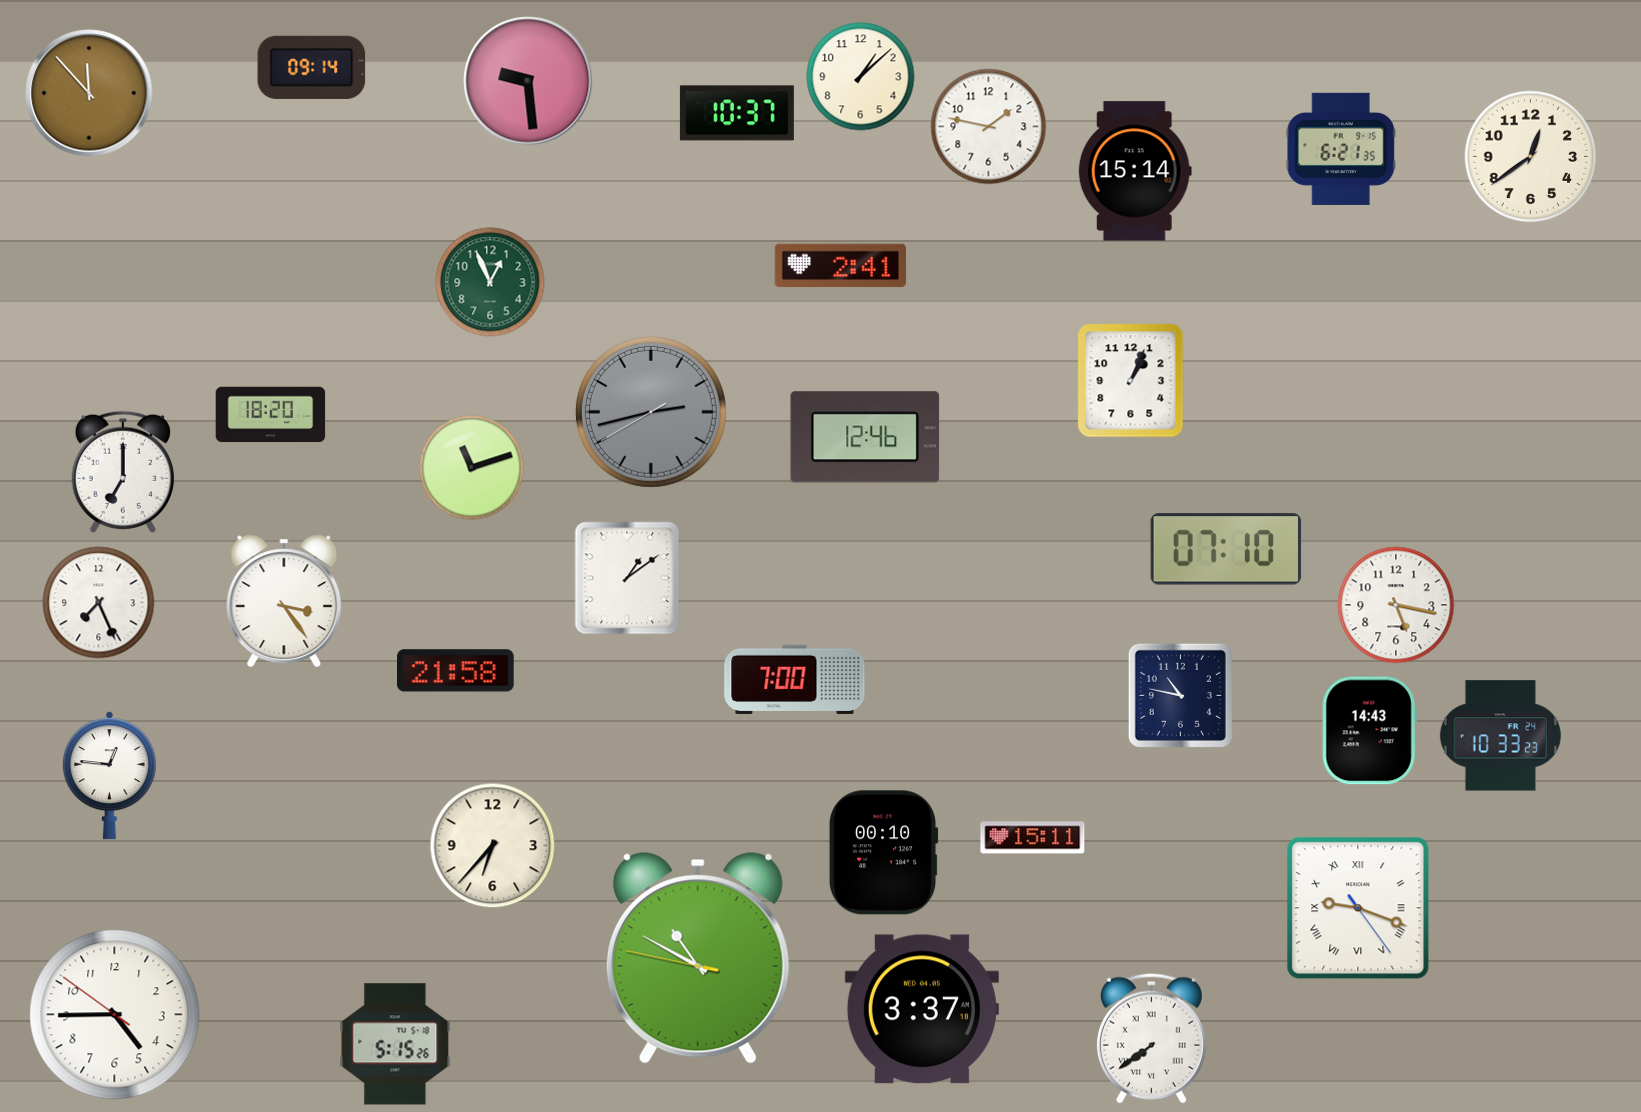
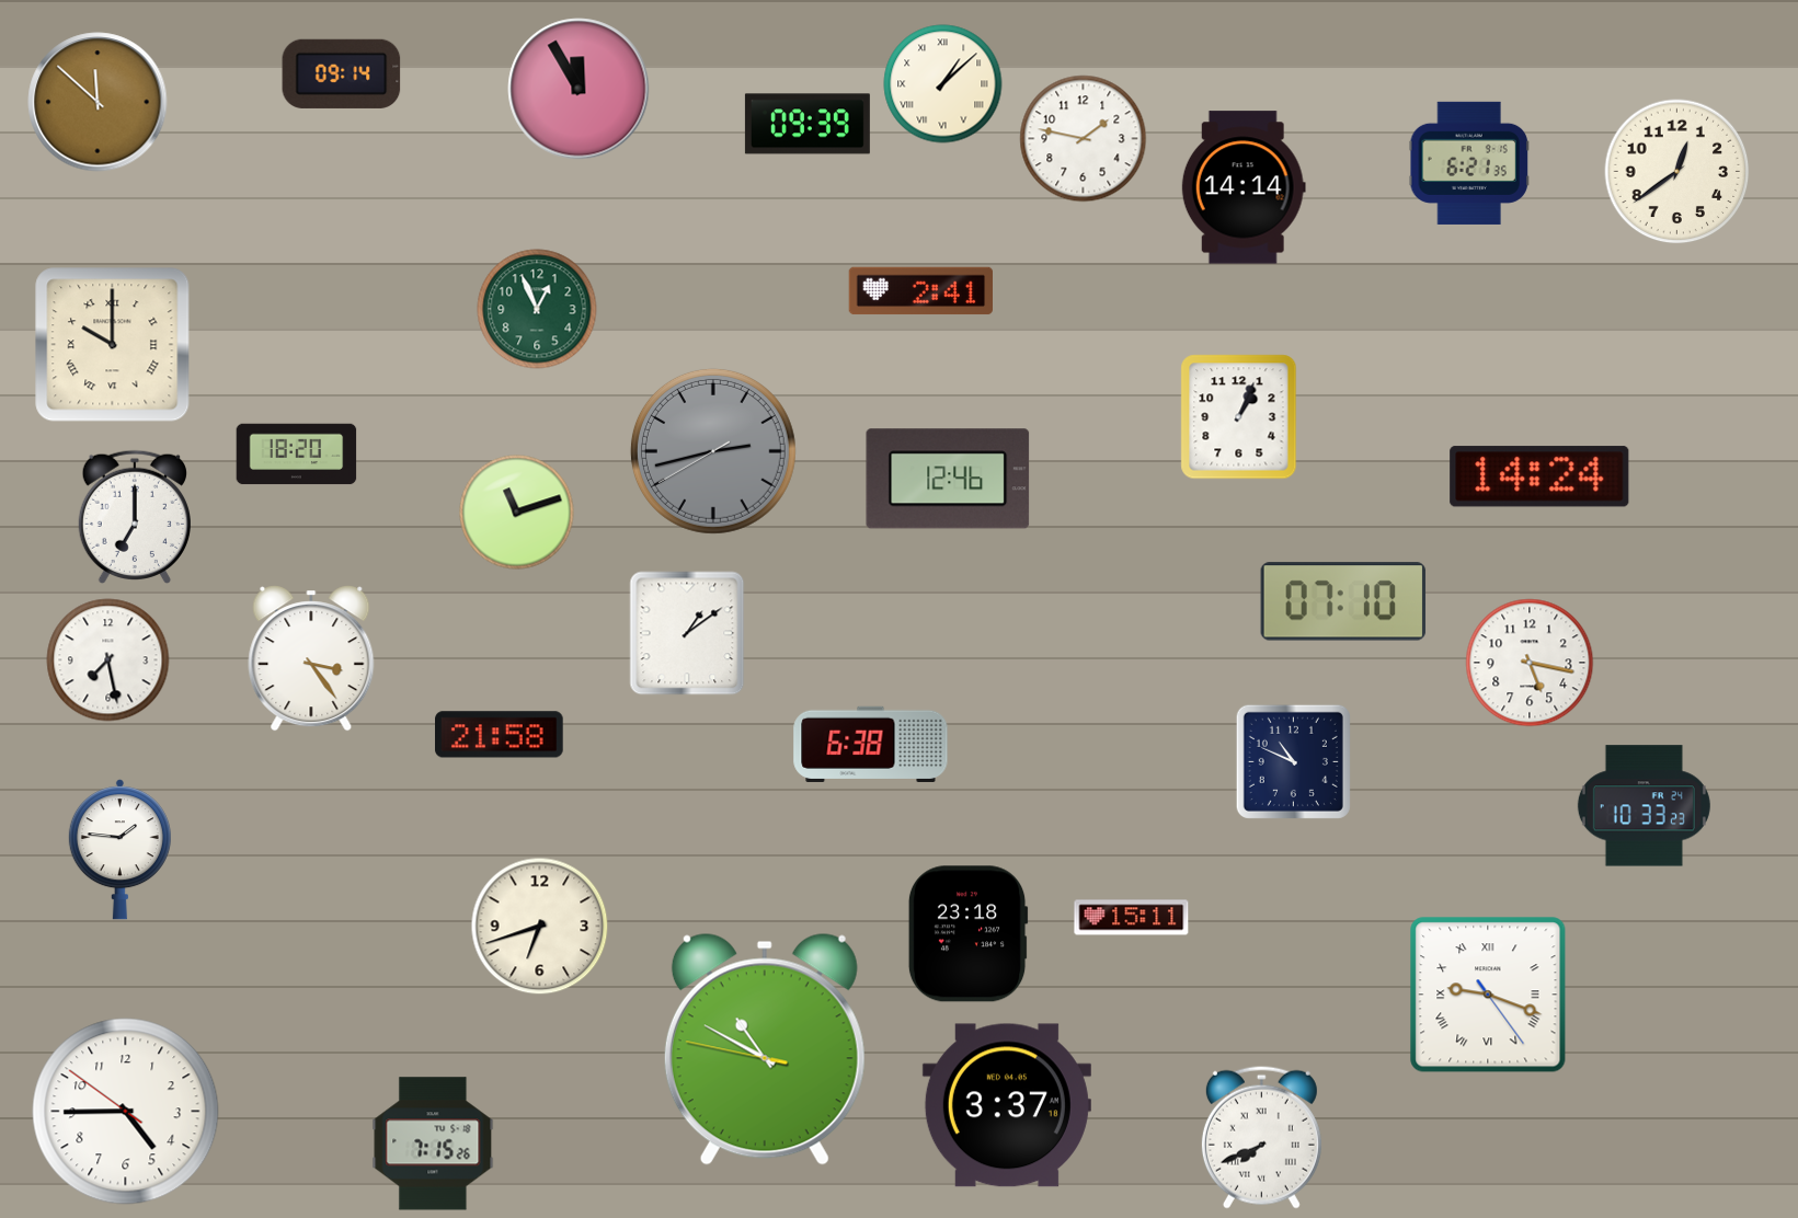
clock at (861, 77) numerals: Arabic -> Roman
clock at (528, 81): 9:29 -> 11:55
clock at (89, 93): 11:53 -> 11:52
clock at (737, 113): 10:37 -> 09:39
clock at (1135, 171): 15:14 -> 14:14
clock at (113, 345): none -> 10:00
clock at (1539, 476): none -> 14:24
clock at (99, 603): 7:26 -> 7:28
clock at (795, 679): 7:00 -> 6:38
clock at (1180, 695): 10:47 -> 10:49
clock at (1369, 731): 14:43 -> none
clock at (109, 776): 12:46 -> 1:46
clock at (493, 846): 6:37 -> 6:42
clock at (883, 853): 00:10 -> 23:18
clock at (922, 1009) position: (922, 1009) -> (1007, 1105)
clock at (1151, 1038): 7:39 -> 7:41
clock at (395, 1044): 5:15 -> 7:15
